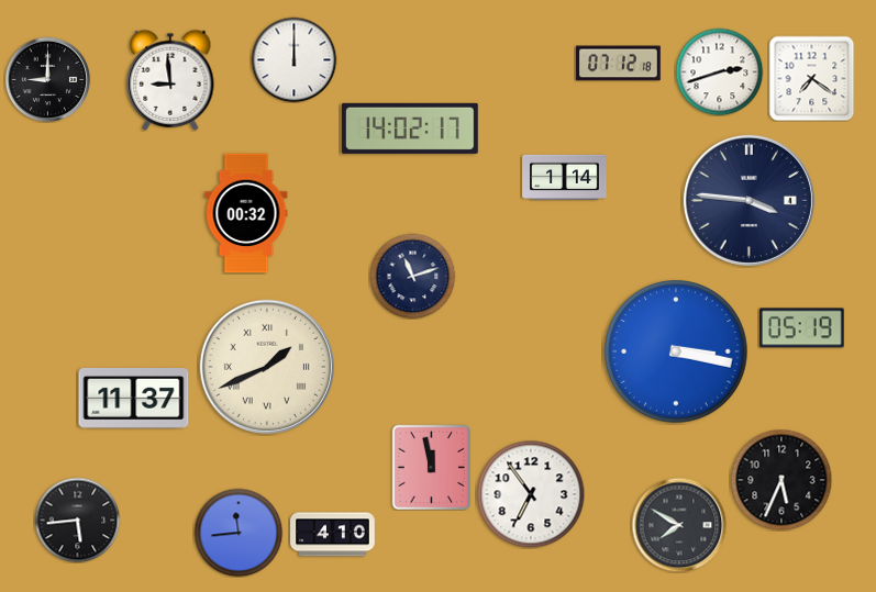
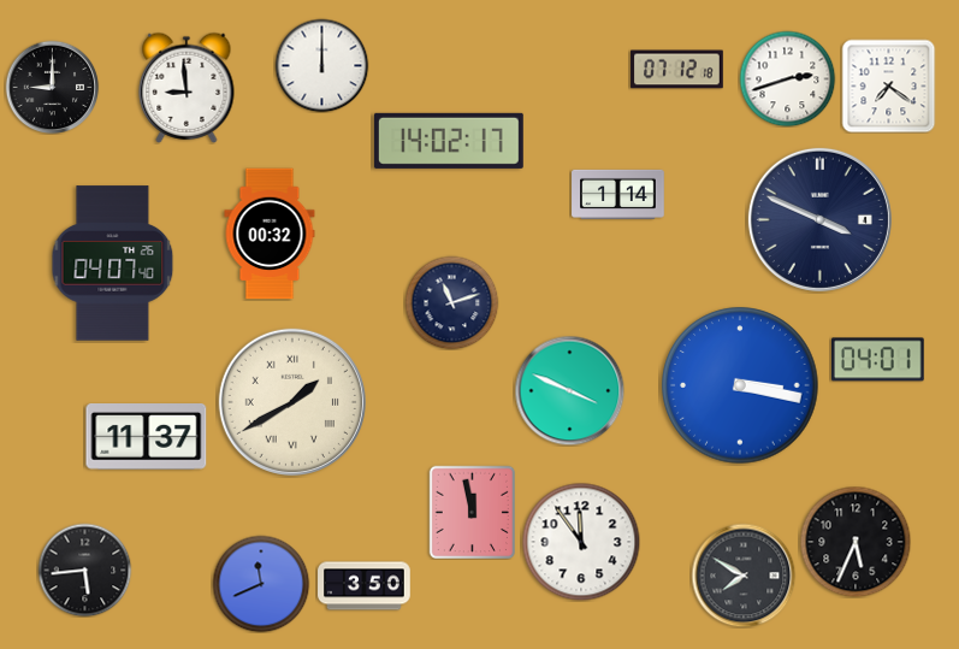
clock at (749, 200): 3:46 -> 3:49
clock at (113, 264): none -> 04:07
clock at (801, 328): 05:19 -> 04:01
clock at (569, 390): none -> 3:49
clock at (267, 367): 1:41 -> 1:40
clock at (781, 480) position: (781, 480) -> (856, 542)
clock at (531, 494): 6:54 -> 11:54
clock at (239, 533): 11:44 -> 11:41
clock at (333, 535): 4:10 -> 3:50
